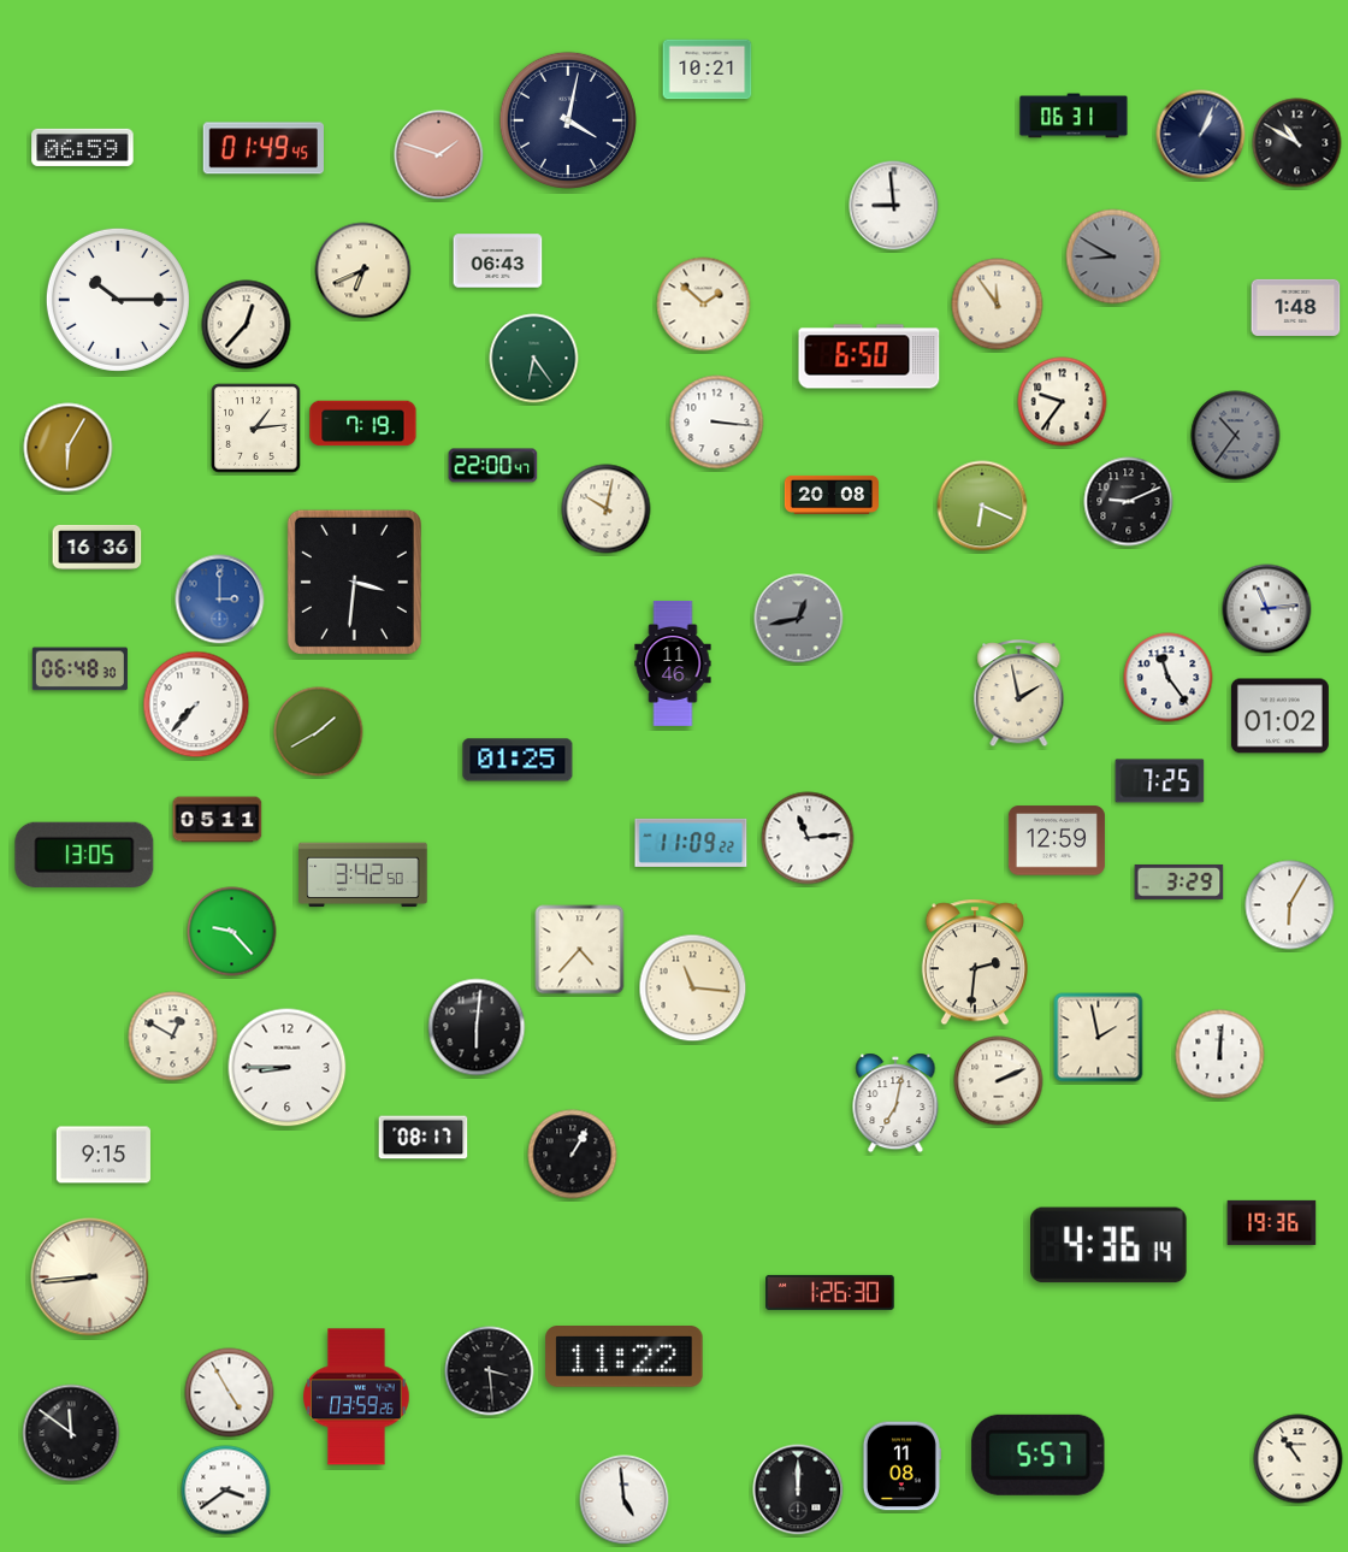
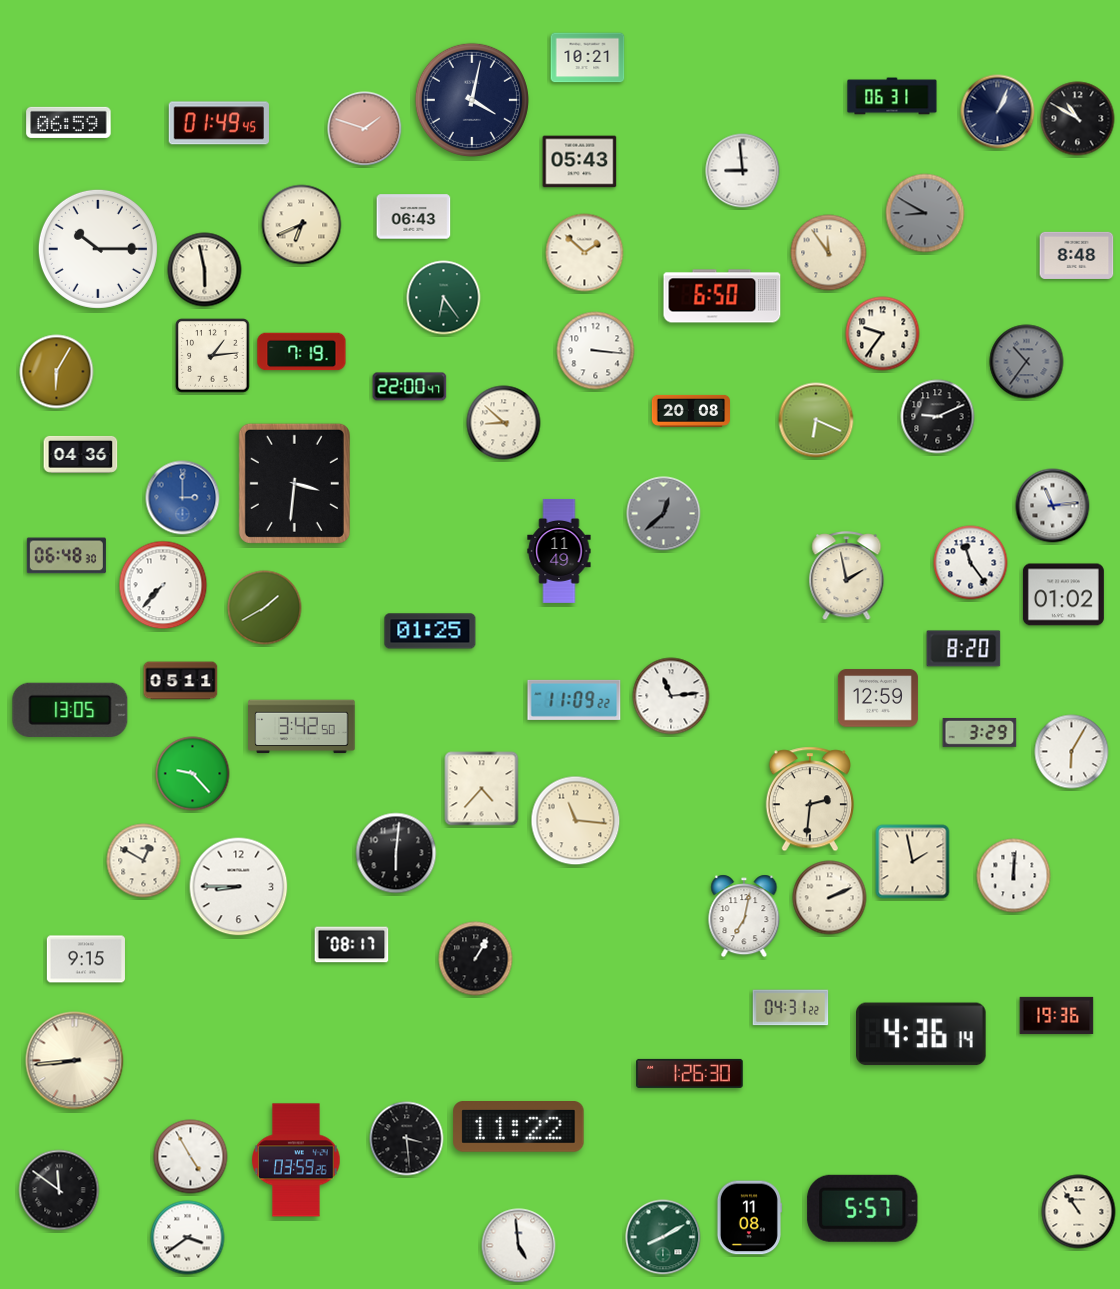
clock at (580, 162): none -> 05:43
clock at (1296, 307): 1:48 -> 8:48
clock at (247, 325): 12:37 -> 5:58
clock at (607, 509): 10:02 -> 8:52
clock at (97, 547): 16:36 -> 04:36
clock at (799, 619): 12:43 -> 12:38
clock at (673, 663): 11:46 -> 11:49
clock at (1160, 781): 7:25 -> 8:20
clock at (791, 1008): none -> 04:31
clock at (798, 1489): 12:00 -> 8:10
clock at (798, 1489) dial: black -> green
